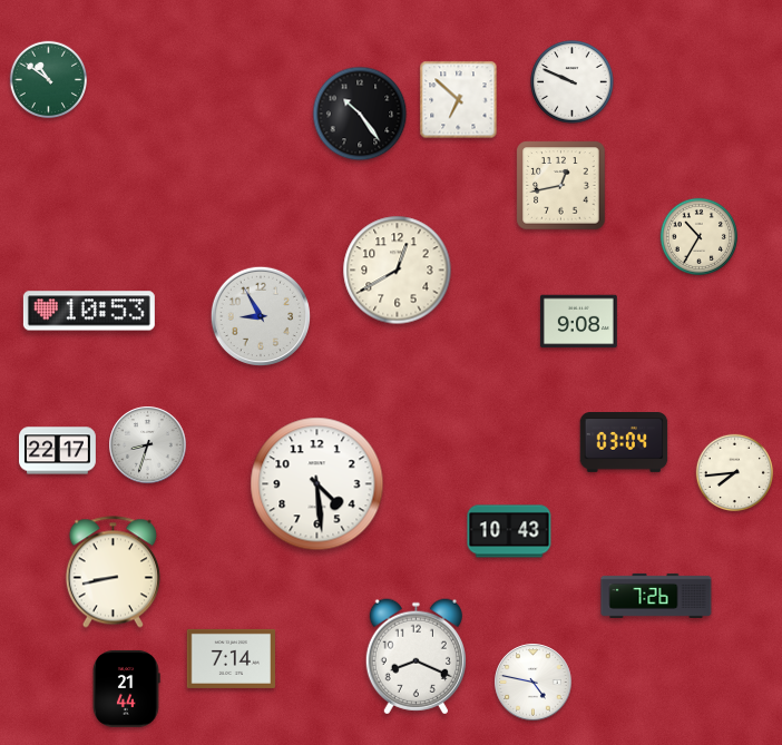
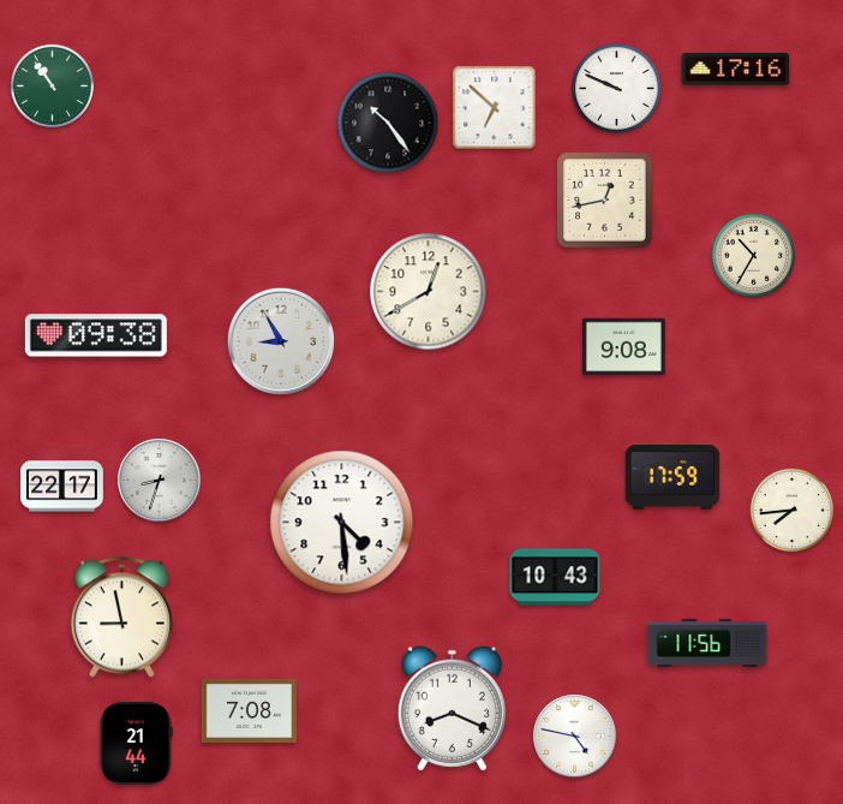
clock at (736, 69): none -> 17:16
clock at (48, 79): 10:51 -> 10:54
clock at (89, 311): 10:53 -> 09:38
clock at (624, 443): 03:04 -> 17:59
clock at (509, 531) position: (509, 531) -> (555, 577)
clock at (113, 572): 8:43 -> 8:58
clock at (656, 596): 7:26 -> 11:56
clock at (416, 657) position: (416, 657) -> (452, 709)
clock at (232, 658): 7:14 -> 7:08
